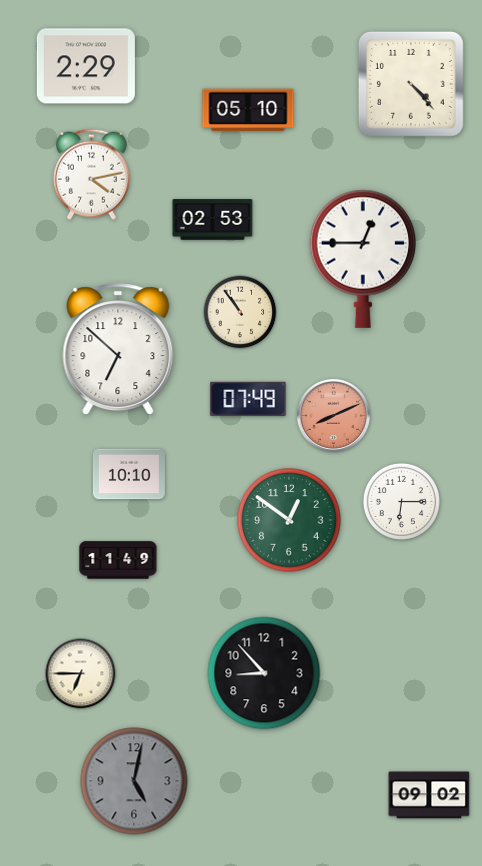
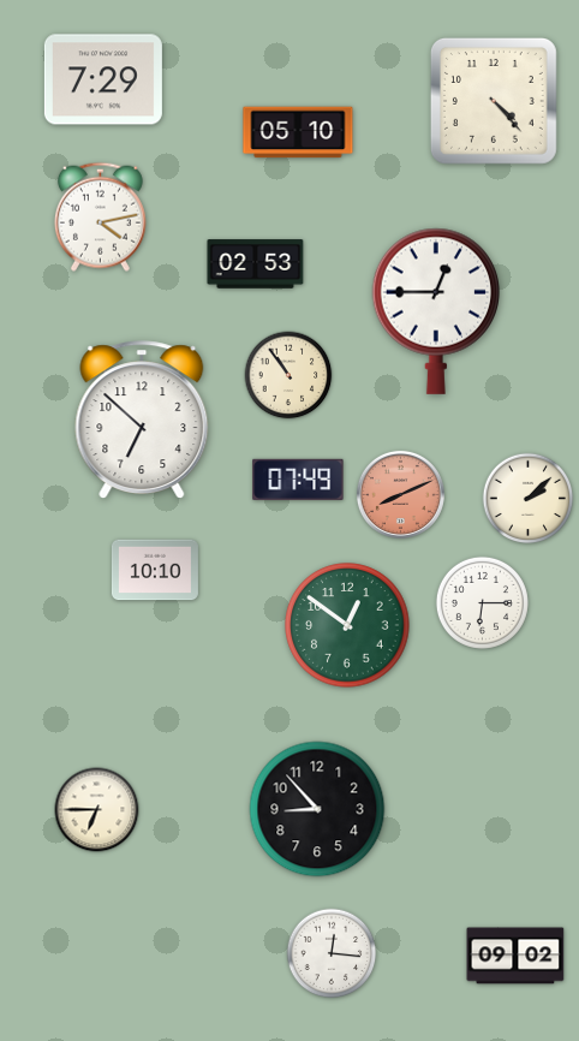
clock at (86, 66): 2:29 -> 7:29
clock at (91, 174) position: (91, 174) -> (100, 216)
clock at (333, 415) position: (333, 415) -> (400, 494)
clock at (529, 499): none -> 2:08
clock at (118, 560): 11:49 -> none
clock at (134, 781): 5:02 -> none
clock at (332, 953): none -> 12:16
